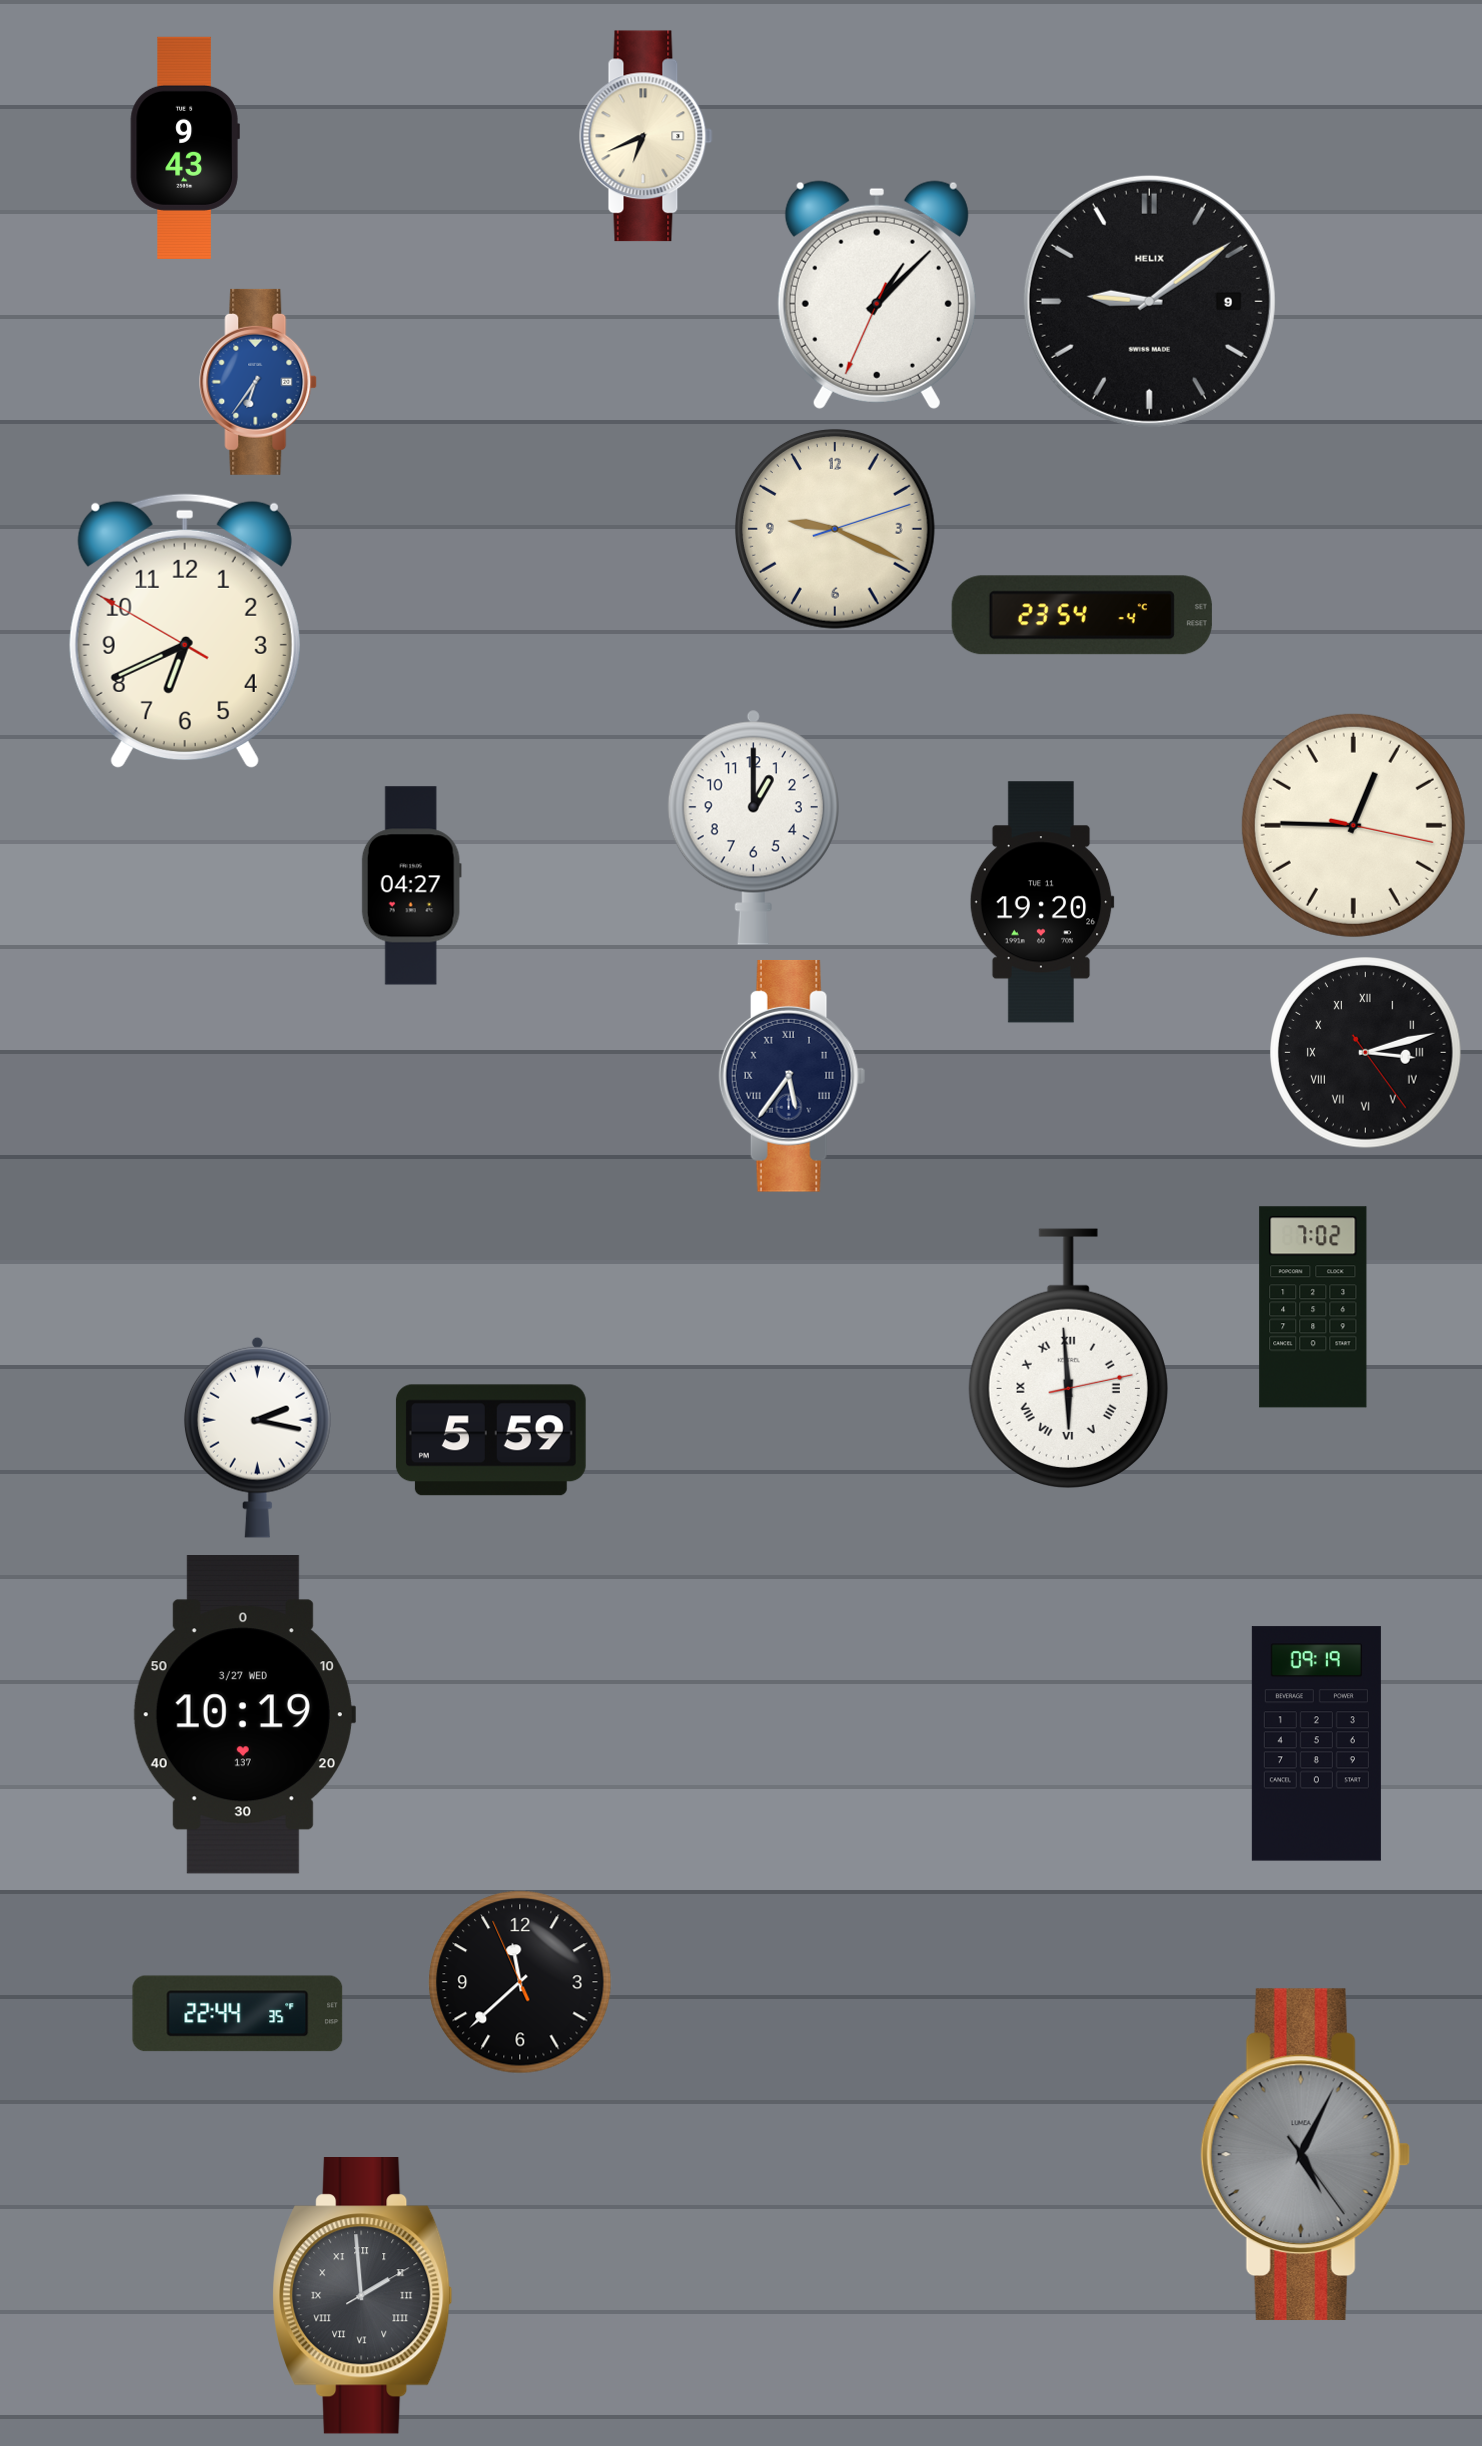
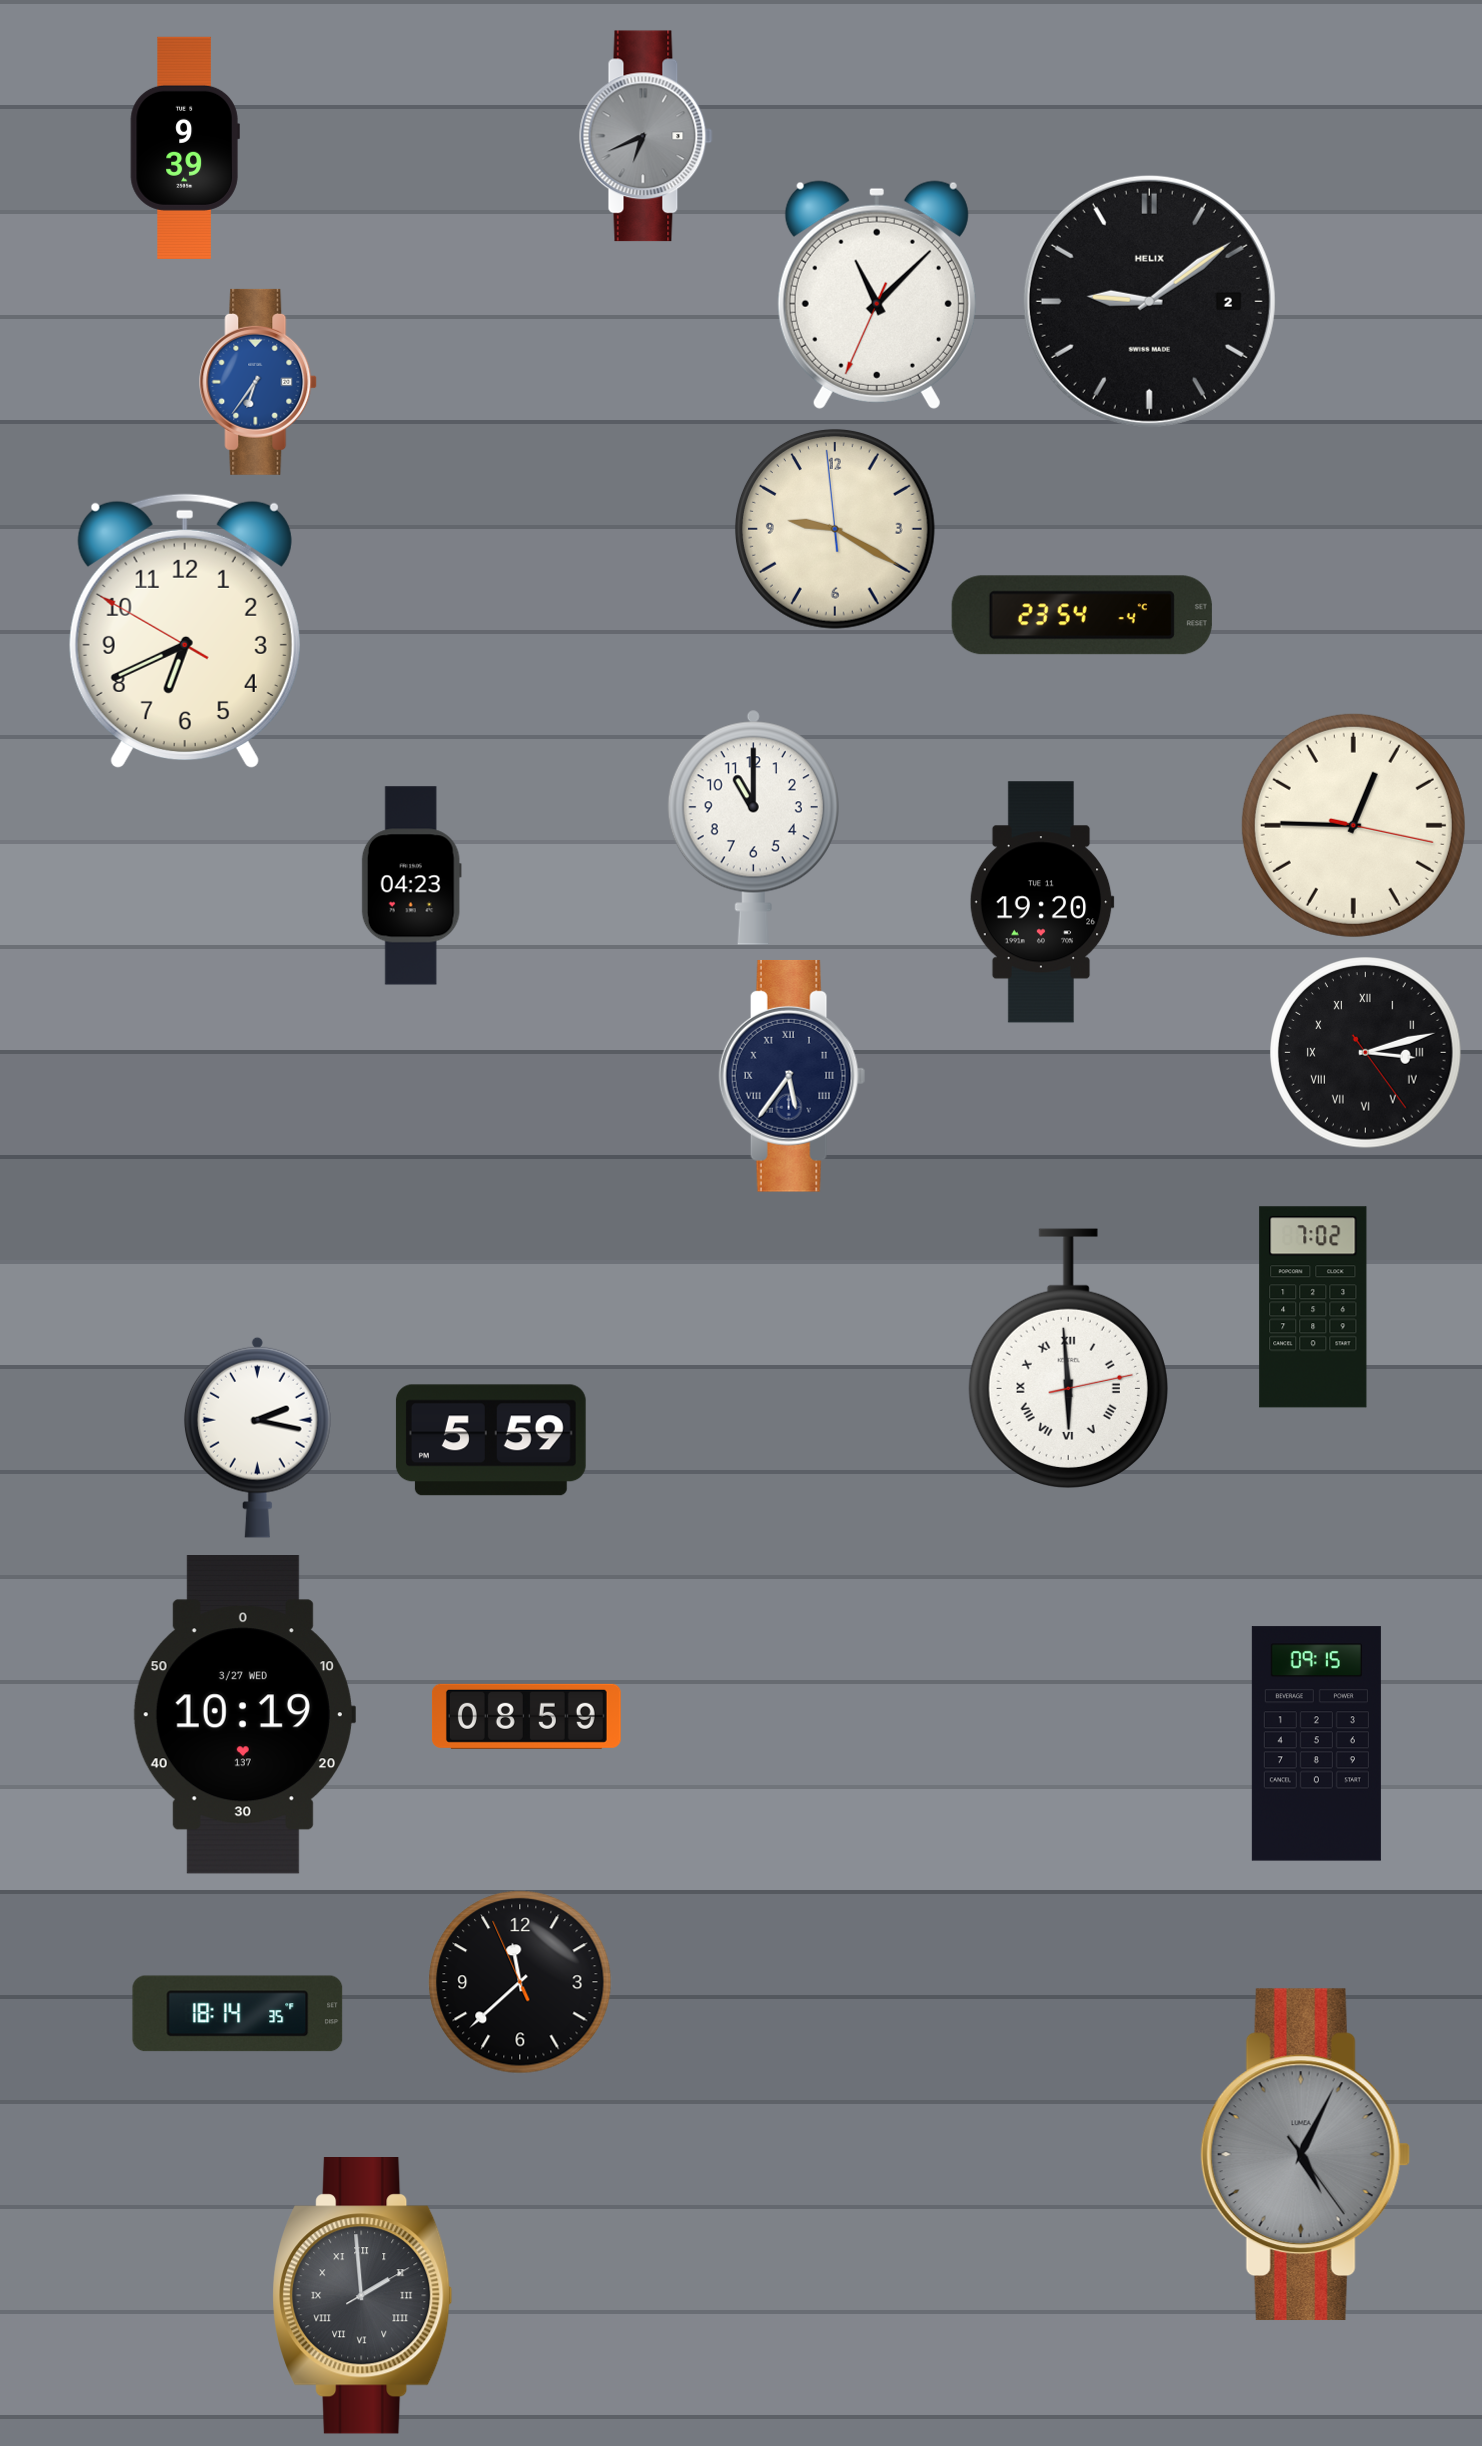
clock at (646, 136) dial: cream -> grey
clock at (185, 148): 9:43 -> 9:39
clock at (877, 295): 1:07 -> 11:07
clock at (1149, 301) date: 9 -> 2
clock at (835, 529): 9:19:12 -> 9:19:59
clock at (753, 827): 1:00 -> 11:00
clock at (411, 886): 04:27 -> 04:23
clock at (526, 1716): none -> 08:59
clock at (1316, 1744): 09:19 -> 09:15
clock at (238, 2014): 22:44 -> 18:14
